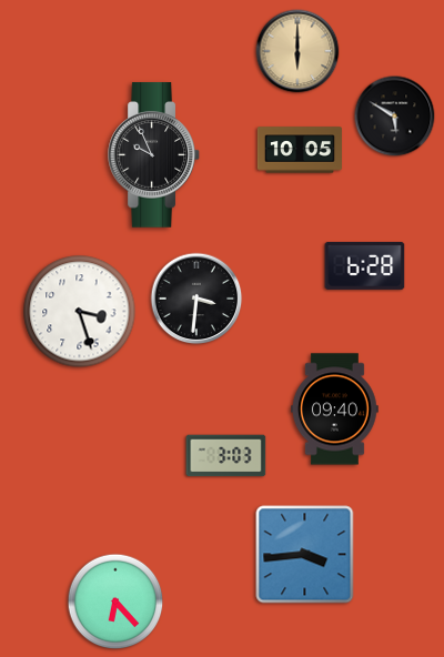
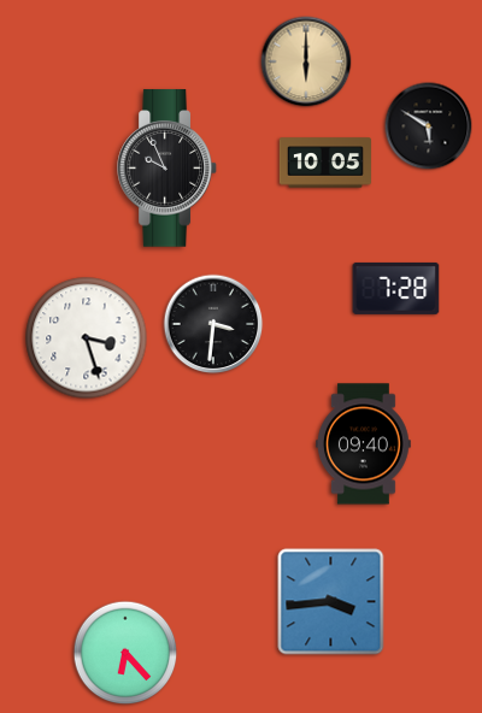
clock at (297, 51) position: (297, 51) -> (306, 61)
clock at (365, 265): 6:28 -> 7:28
clock at (226, 456): 3:03 -> none
